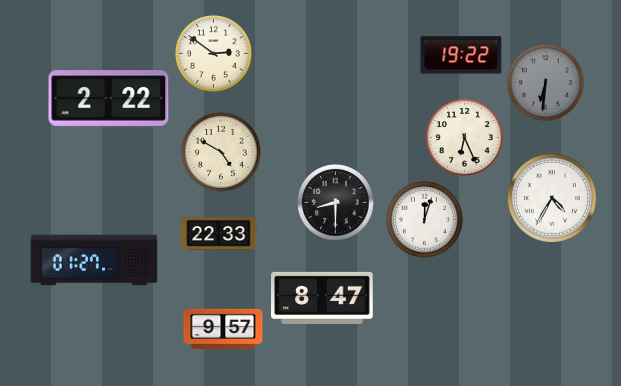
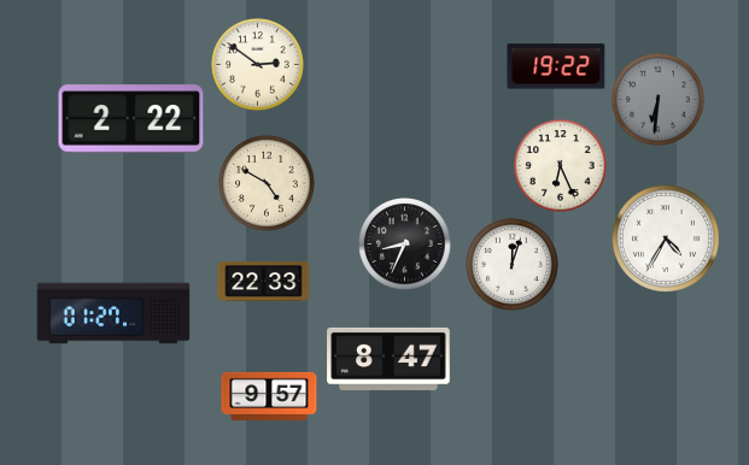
clock at (336, 203): 8:30 -> 8:34
